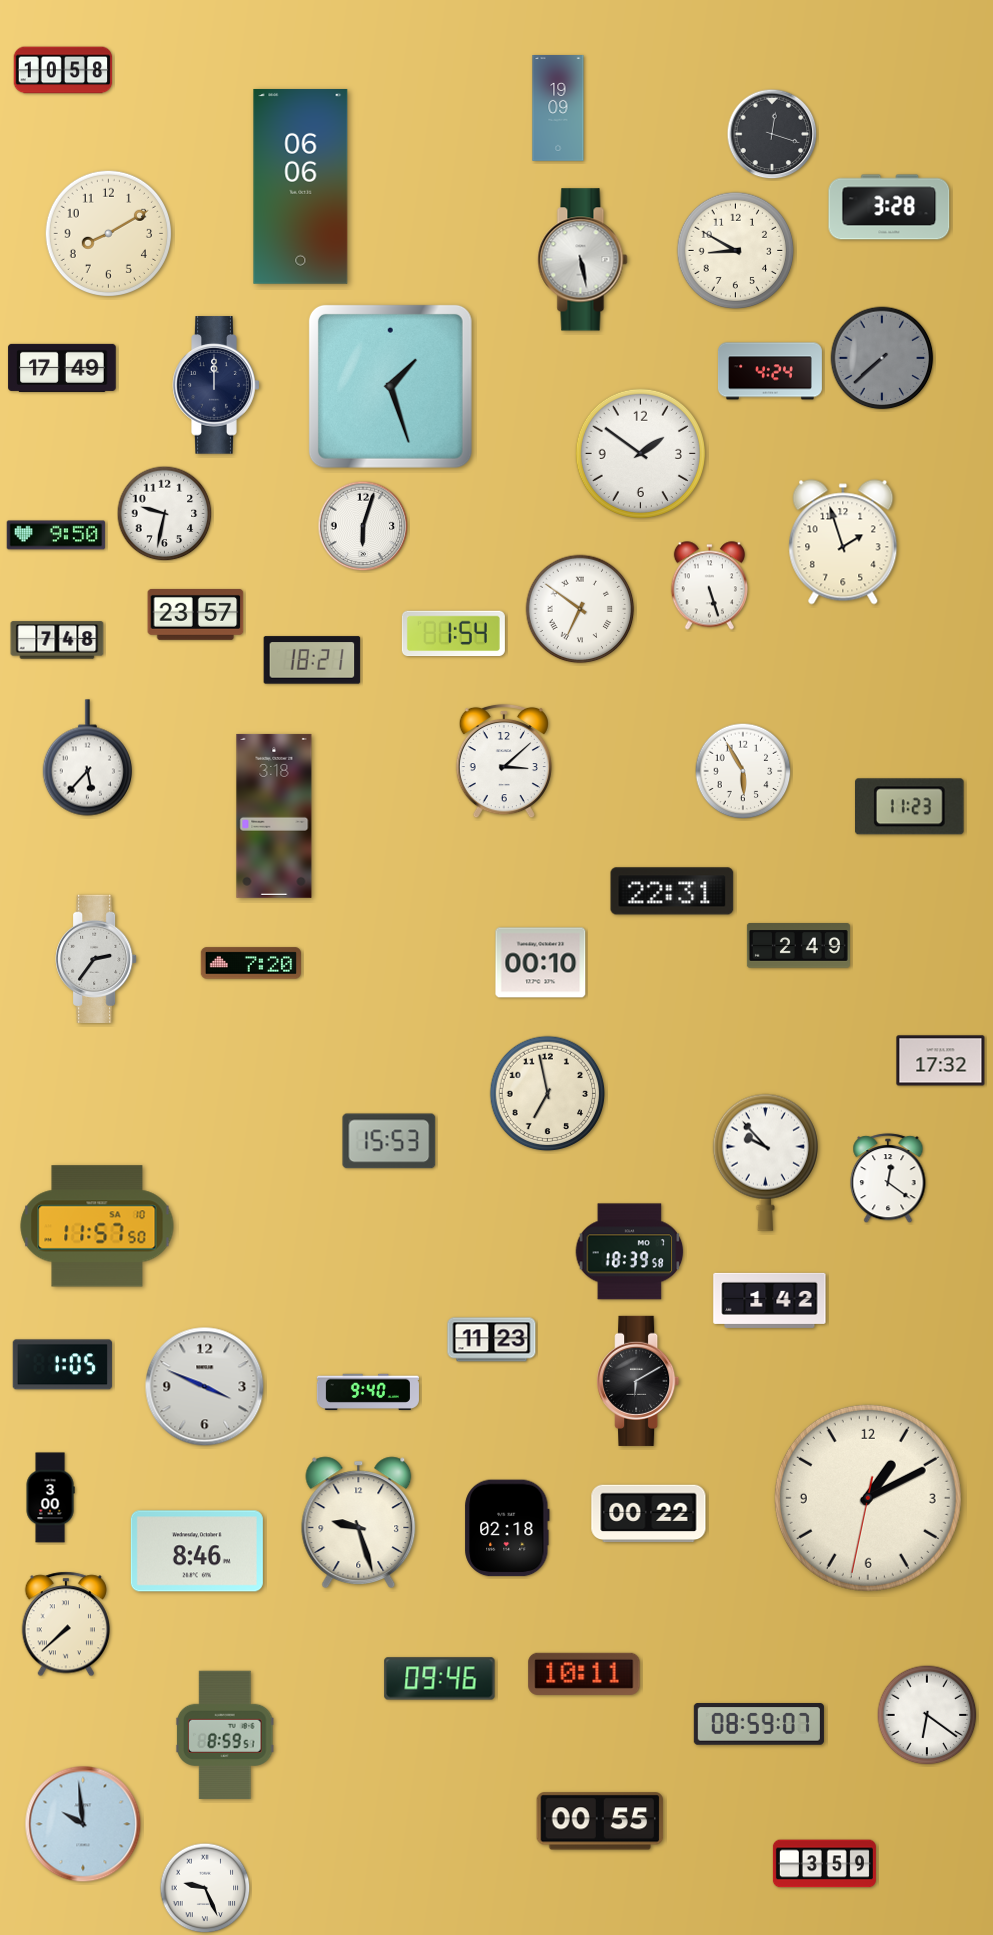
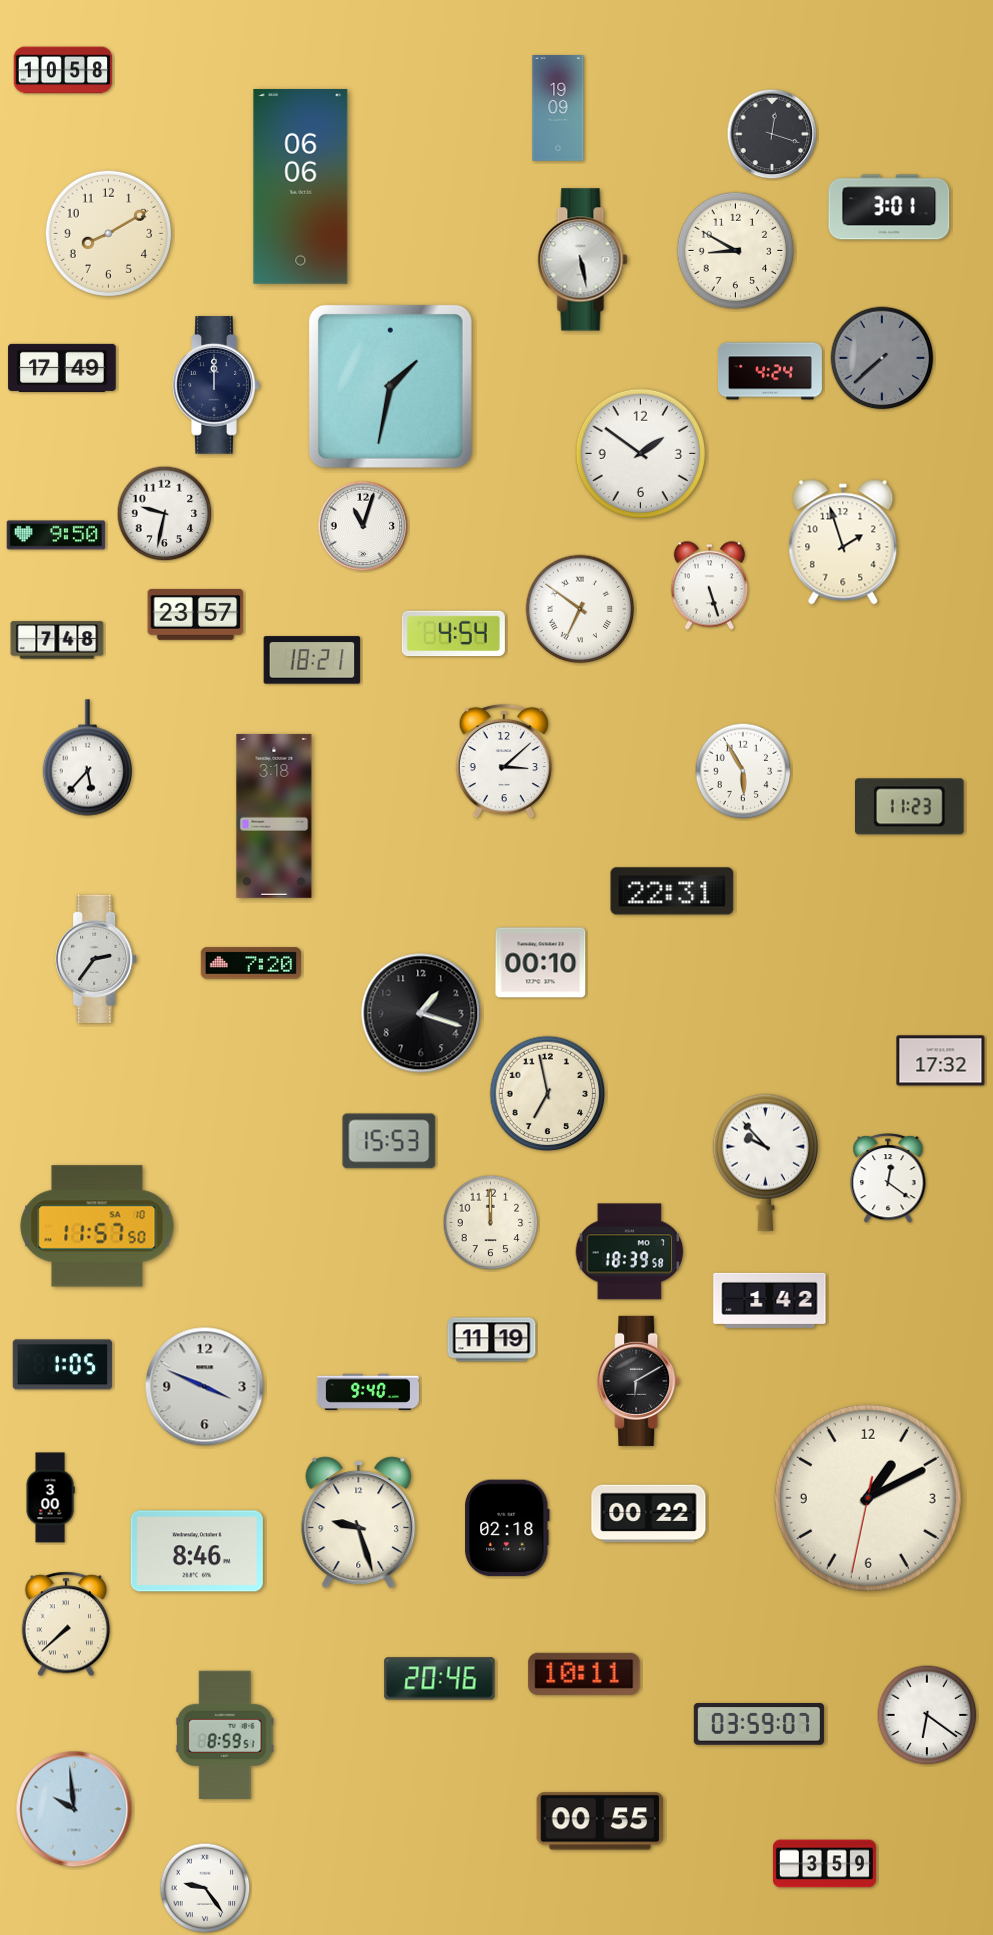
clock at (889, 207): 3:28 -> 3:01
clock at (390, 386): 1:27 -> 1:32
clock at (363, 526): 6:03 -> 11:03
clock at (453, 634): 1:54 -> 4:54
clock at (798, 946): 2:49 -> none
clock at (421, 1013): none -> 1:18
clock at (491, 1223): none -> 12:00
clock at (492, 1340): 11:23 -> 11:19
clock at (440, 1679): 09:46 -> 20:46
clock at (759, 1724): 08:59 -> 03:59
clock at (83, 1824) position: (83, 1824) -> (74, 1809)
clock at (205, 1888): 9:26 -> 9:24
